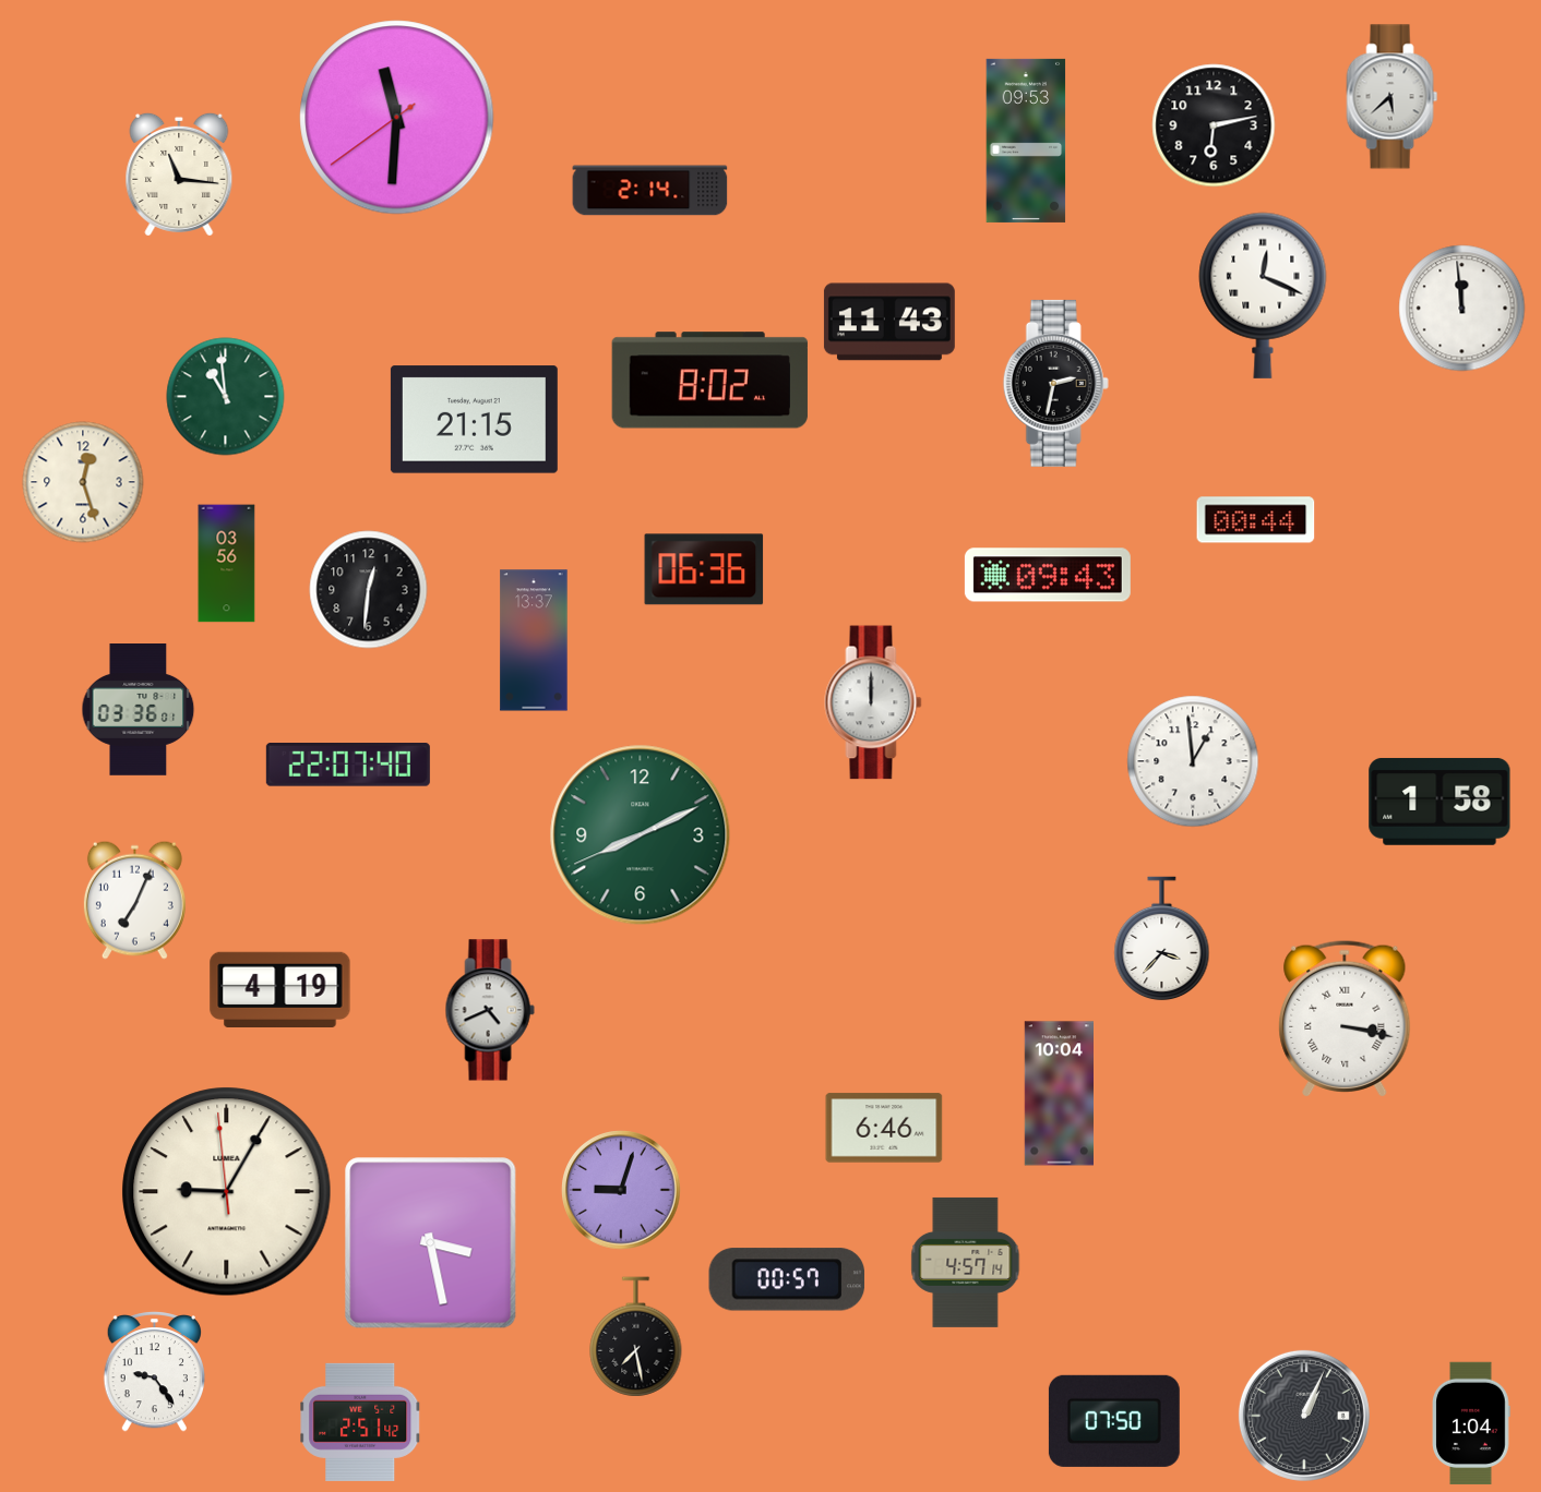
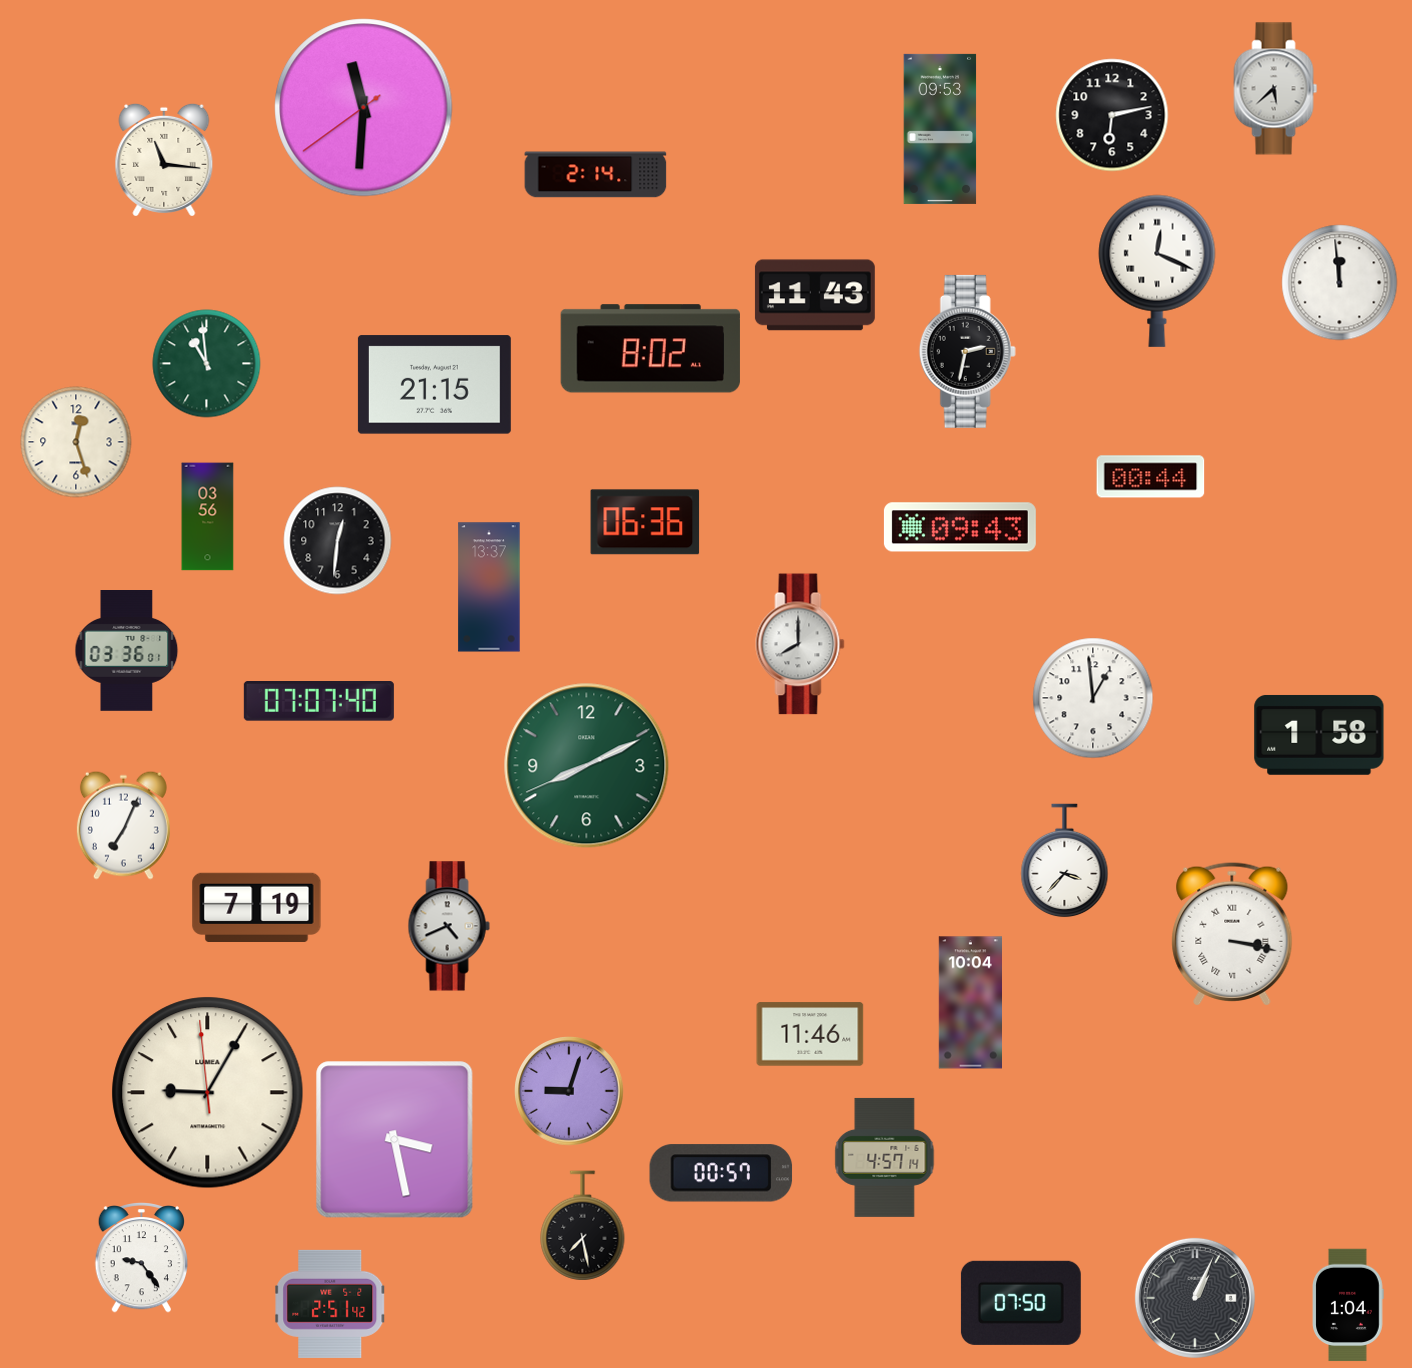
clock at (873, 702): 12:00 -> 8:00
clock at (348, 766): 22:07 -> 07:07
clock at (280, 989): 4:19 -> 7:19
clock at (884, 1128): 6:46 -> 11:46
